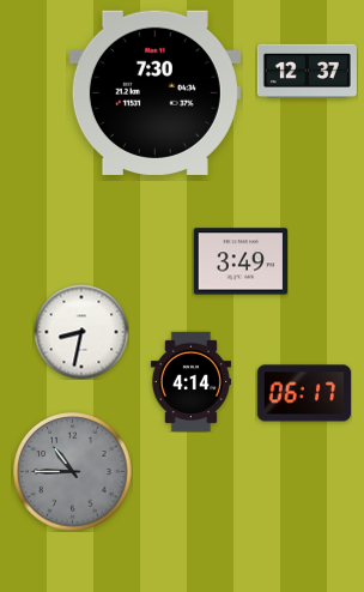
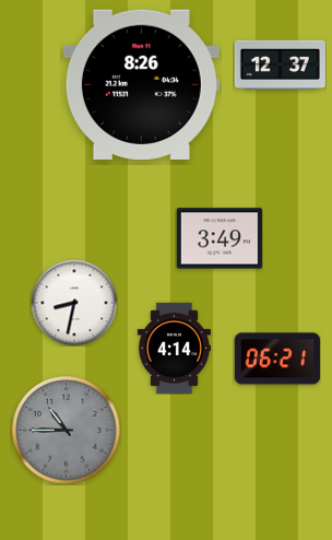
clock at (154, 92): 7:30 -> 8:26
clock at (304, 393): 06:17 -> 06:21
